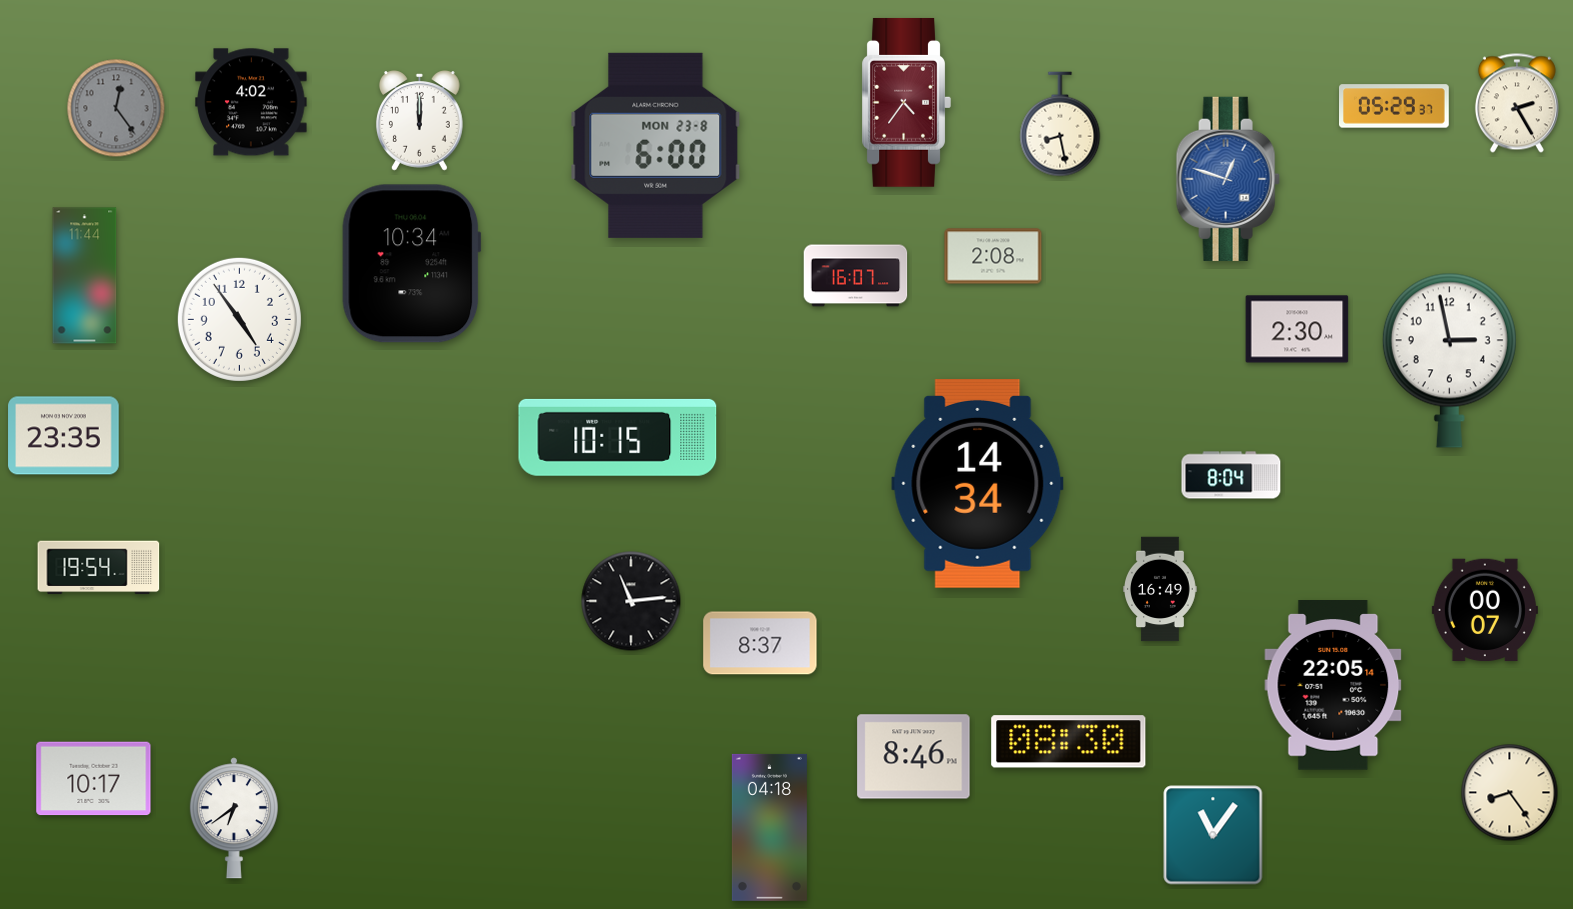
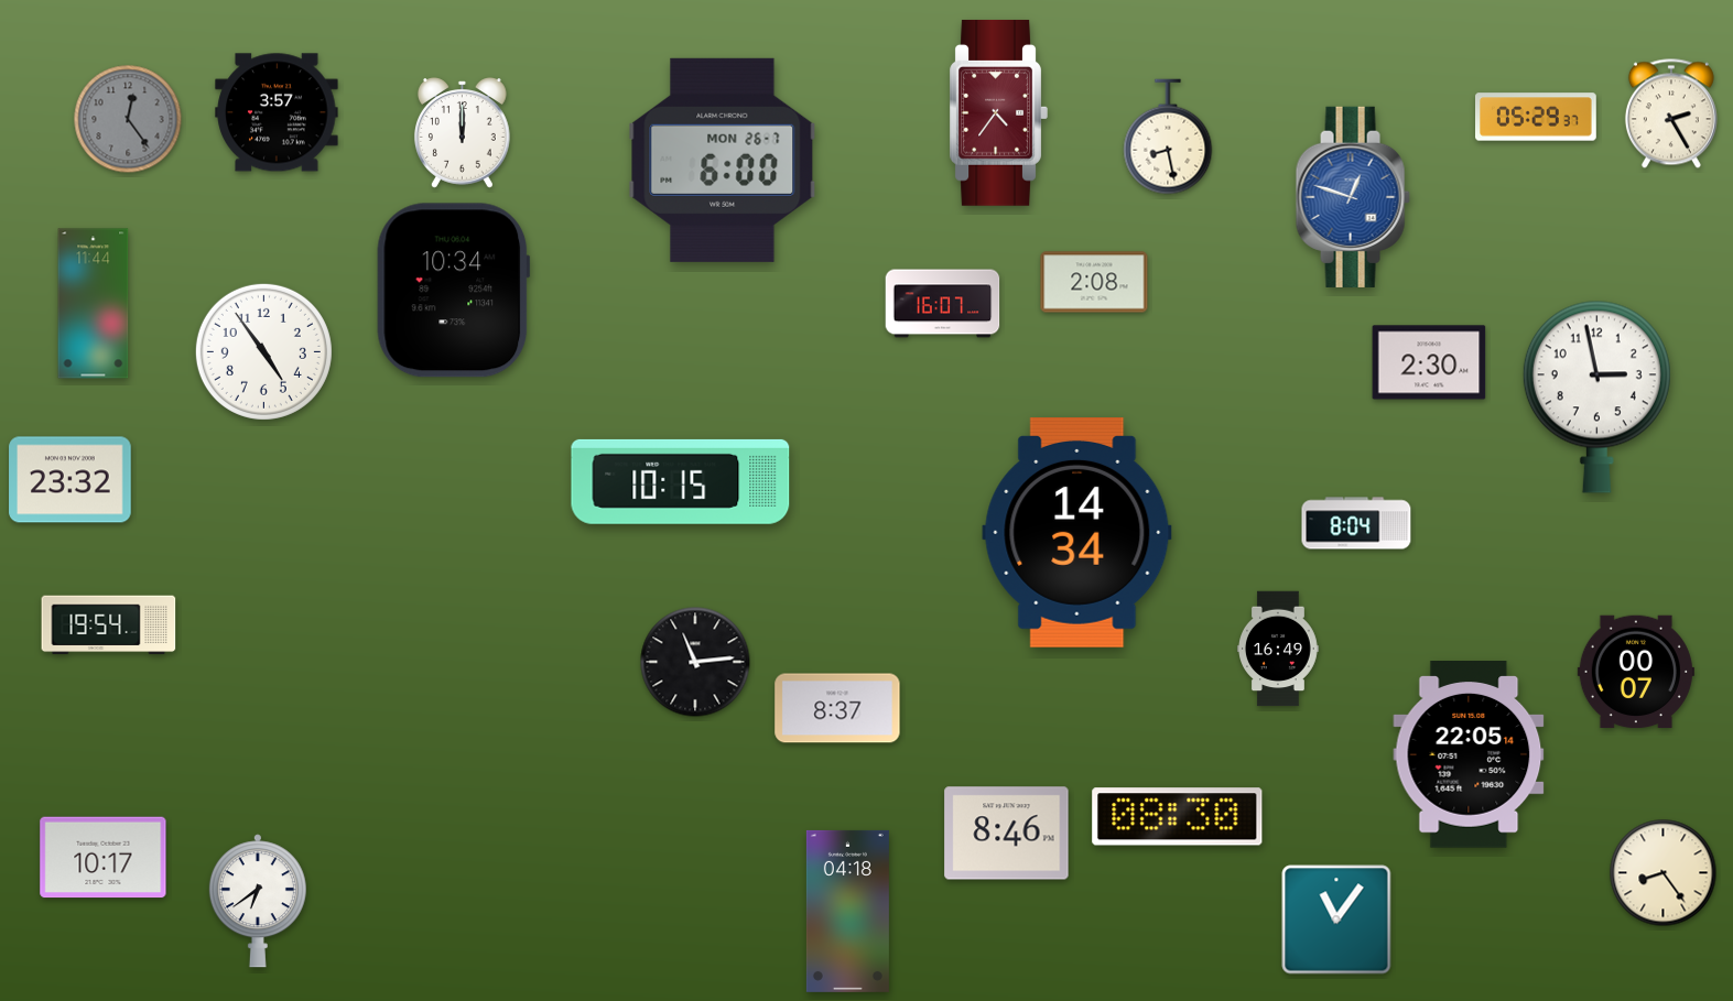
clock at (251, 102): 4:02 -> 3:57
clock at (656, 145) date: MON 23-8 -> MON 26-7
clock at (64, 436): 23:35 -> 23:32
